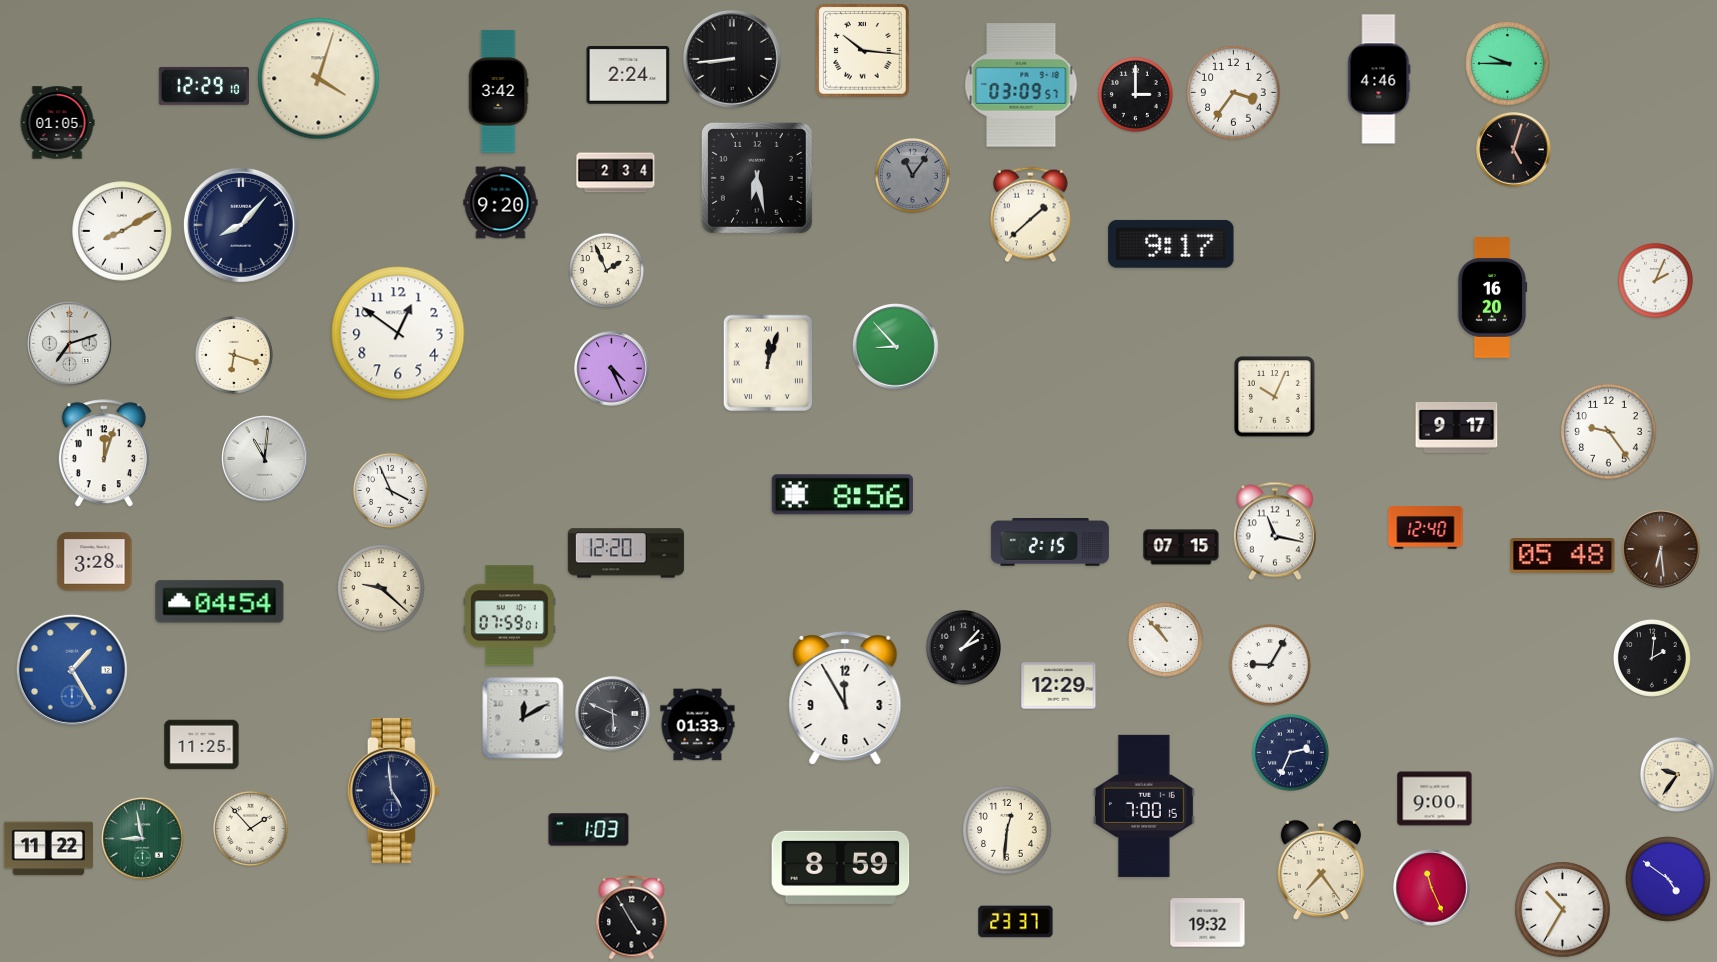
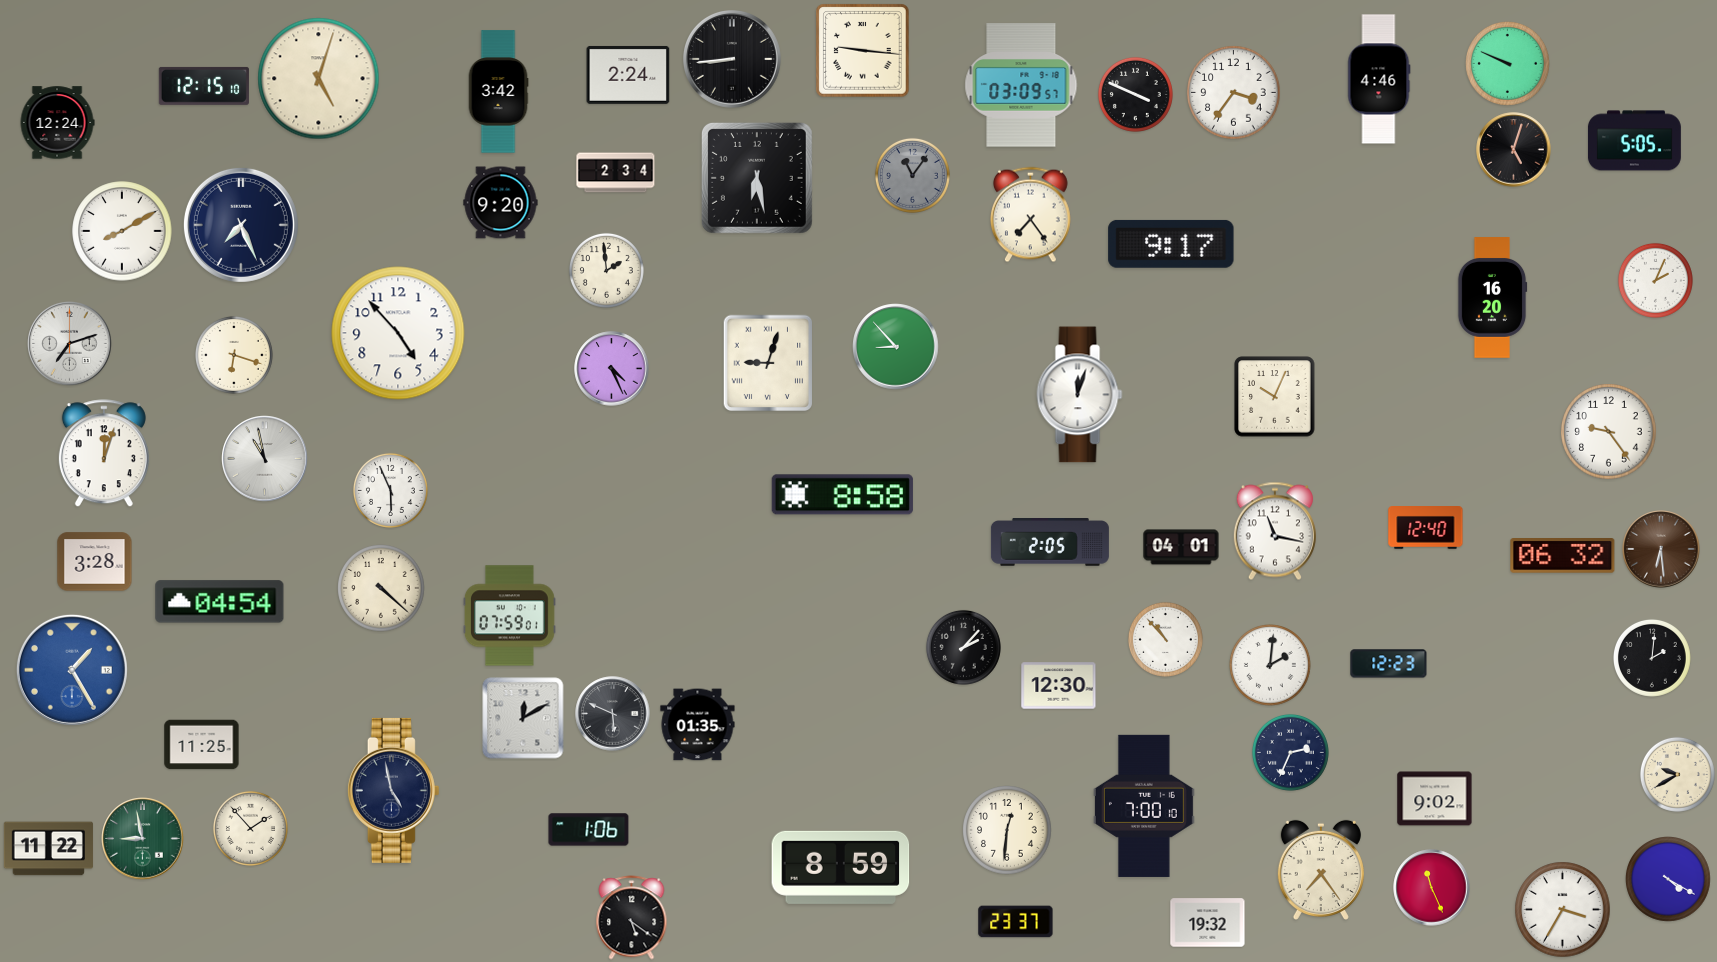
clock at (863, 51): 10:16 -> 9:16
clock at (1508, 64): 9:45 -> 9:49
clock at (319, 79): 4:03 -> 5:03
clock at (204, 86): 12:29 -> 12:15
clock at (1135, 94): 3:00 -> 3:49
clock at (57, 123): 01:05 -> 12:24
clock at (1634, 141): none -> 5:05
clock at (1031, 215): 1:38 -> 7:24
clock at (241, 225): 8:07 -> 7:26
clock at (606, 270): 1:56 -> 1:59
clock at (398, 333): 12:51 -> 4:53
clock at (767, 363): 12:03 -> 9:03
clock at (1080, 395): none -> 12:03
clock at (1457, 427): 9:17 -> none
clock at (265, 459): 11:01 -> 10:58
clock at (390, 490): 3:56 -> 5:56
clock at (842, 495): 8:56 -> 8:58
clock at (1050, 543): 2:15 -> 2:05
clock at (1181, 547): 07:15 -> 04:01
clock at (626, 553): 12:20 -> none
clock at (1563, 556): 05:48 -> 06:32
clock at (381, 588): 9:22 -> 4:22
clock at (1389, 664): none -> 12:23
clock at (1271, 666): 9:05 -> 2:01
clock at (1059, 686): 12:29 -> 12:30
clock at (845, 698): 11:55 -> none
clock at (698, 725): 01:33 -> 01:35
clock at (1677, 774): 9:36 -> 9:40
clock at (393, 790): 4:59 -> 4:58
clock at (1435, 799): 9:00 -> 9:02
clock at (1144, 806): 7:00:15 -> 7:00:10
clock at (589, 830): 1:03 -> 1:06
clock at (1669, 880): 4:51 -> 4:20
clock at (1563, 910): 10:35 -> 3:35
clock at (632, 918): 4:55 -> 5:21
